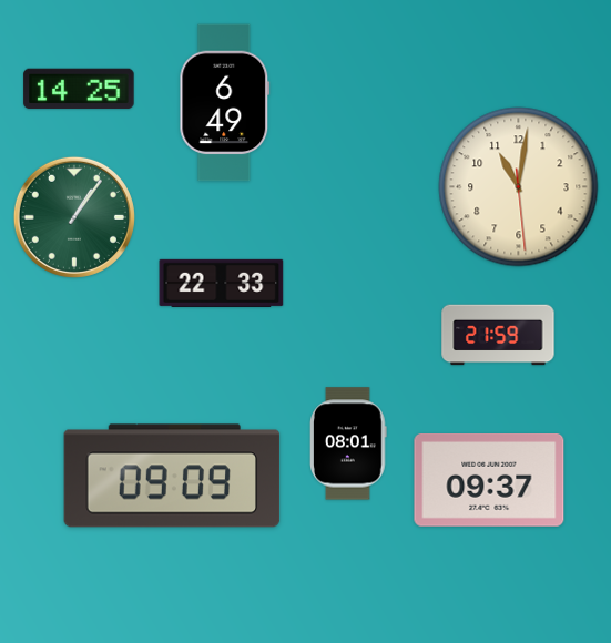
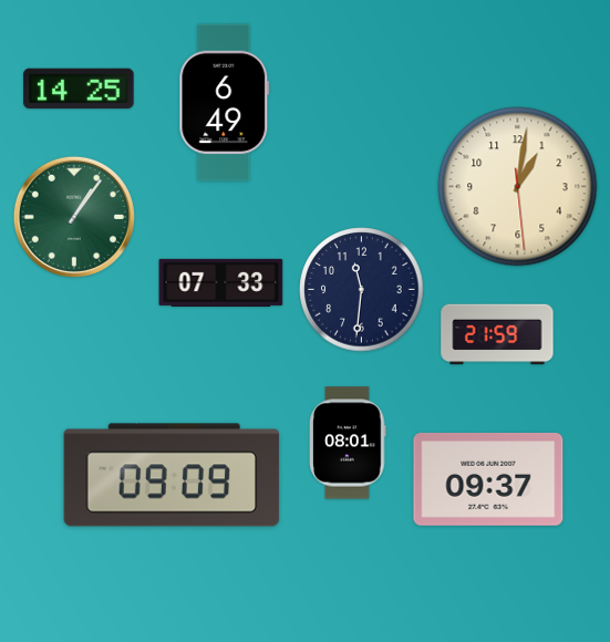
clock at (519, 187): 11:01 -> 1:01
clock at (222, 283): 22:33 -> 07:33
clock at (362, 290): none -> 11:31
